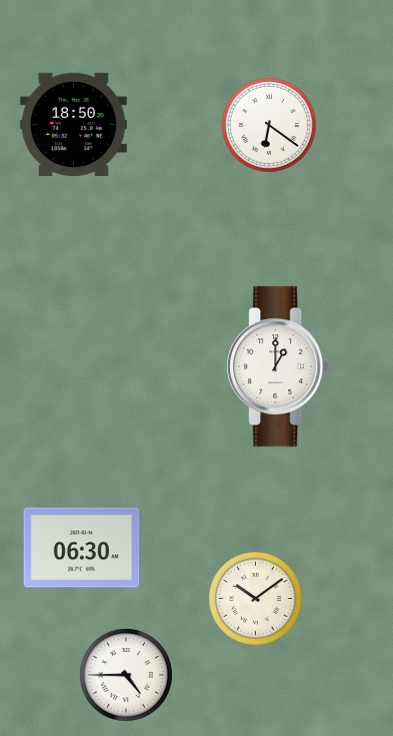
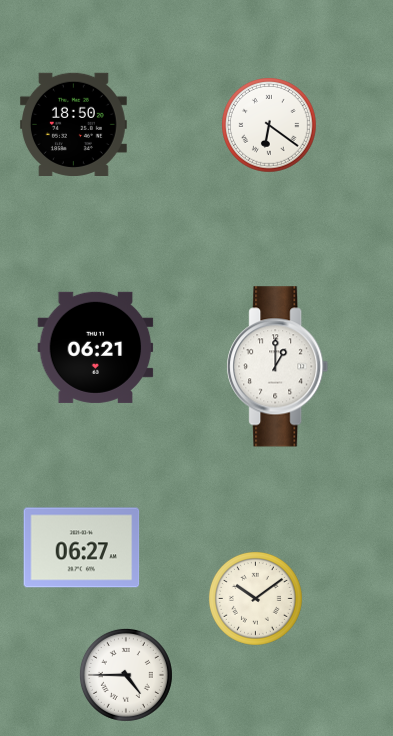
clock at (96, 347): none -> 06:21
clock at (82, 548): 06:30 -> 06:27
